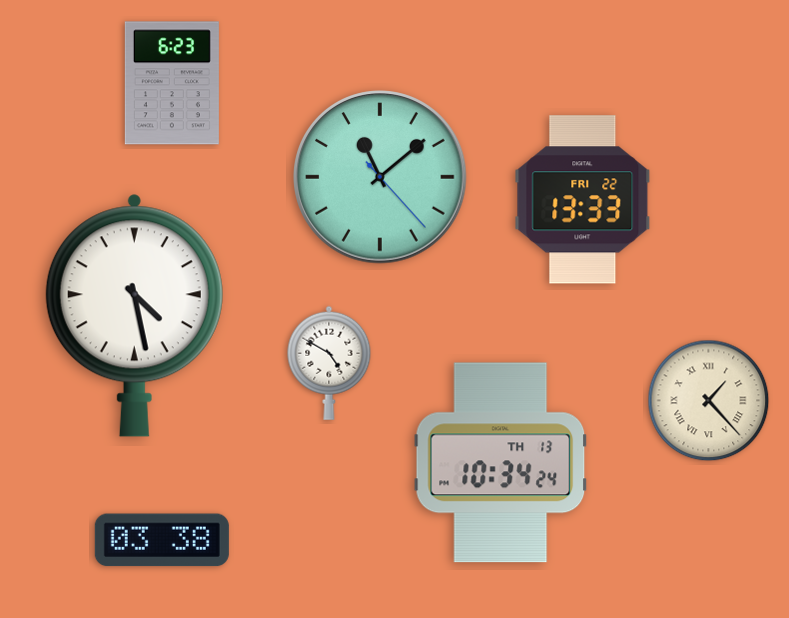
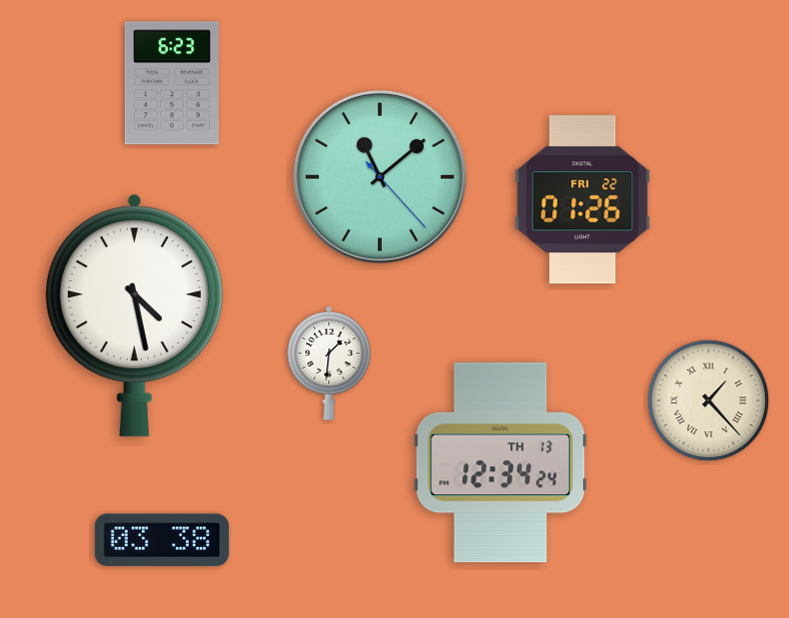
clock at (583, 200): 13:33 -> 01:26
clock at (329, 363): 4:50 -> 1:31
clock at (501, 463): 10:34 -> 12:34
